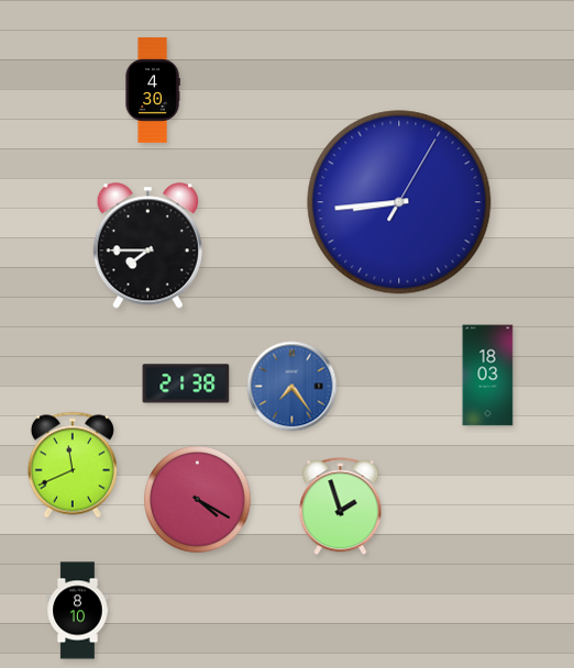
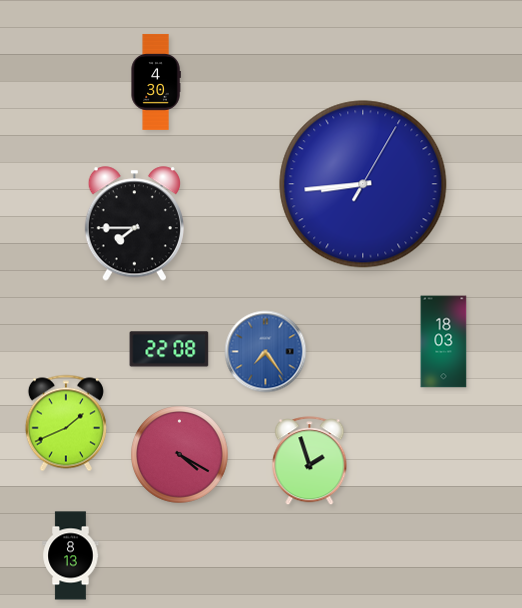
clock at (153, 90) position: (153, 90) -> (156, 82)
clock at (186, 383): 21:38 -> 22:08
clock at (73, 465): 11:41 -> 1:41
clock at (78, 611): 8:10 -> 8:13
